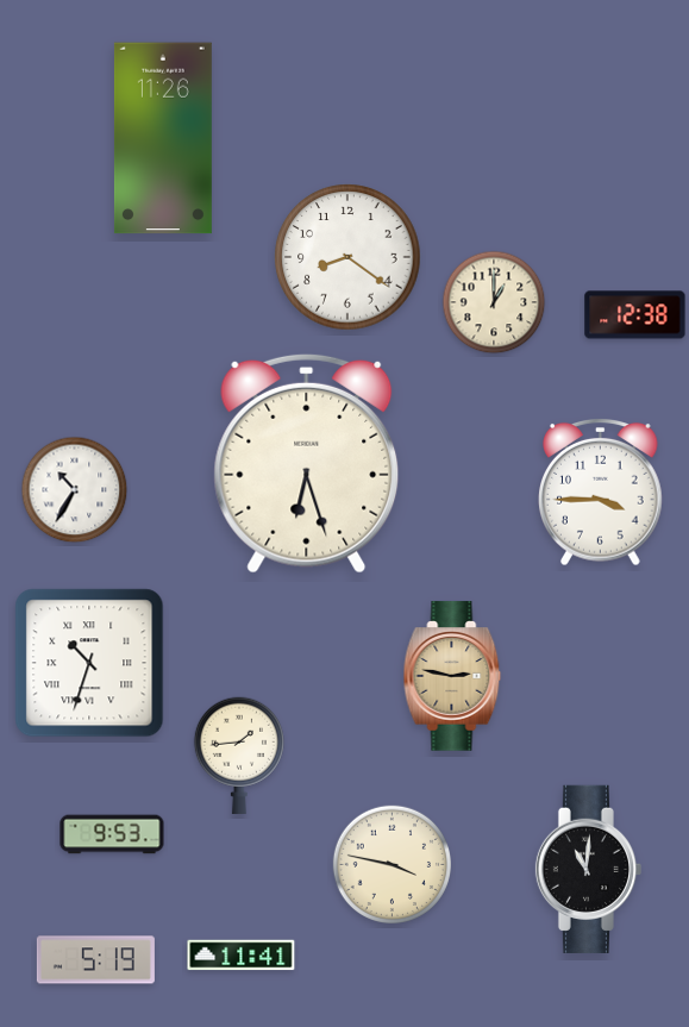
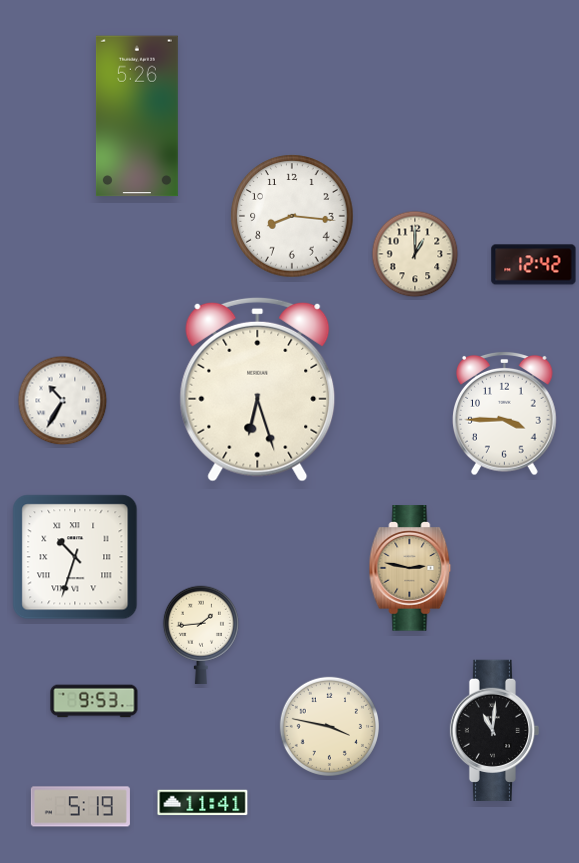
clock at (163, 138): 11:26 -> 5:26
clock at (347, 257): 8:21 -> 8:16
clock at (635, 315): 12:38 -> 12:42
clock at (75, 490) position: (75, 490) -> (63, 401)
clock at (452, 676) position: (452, 676) -> (410, 568)
